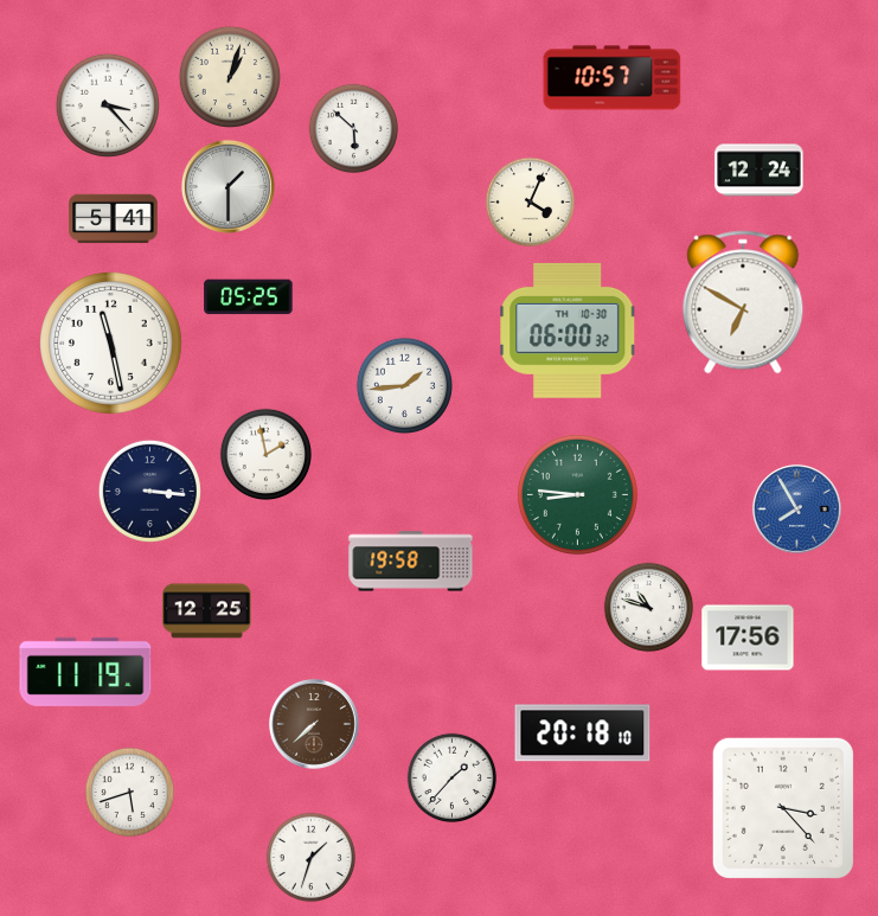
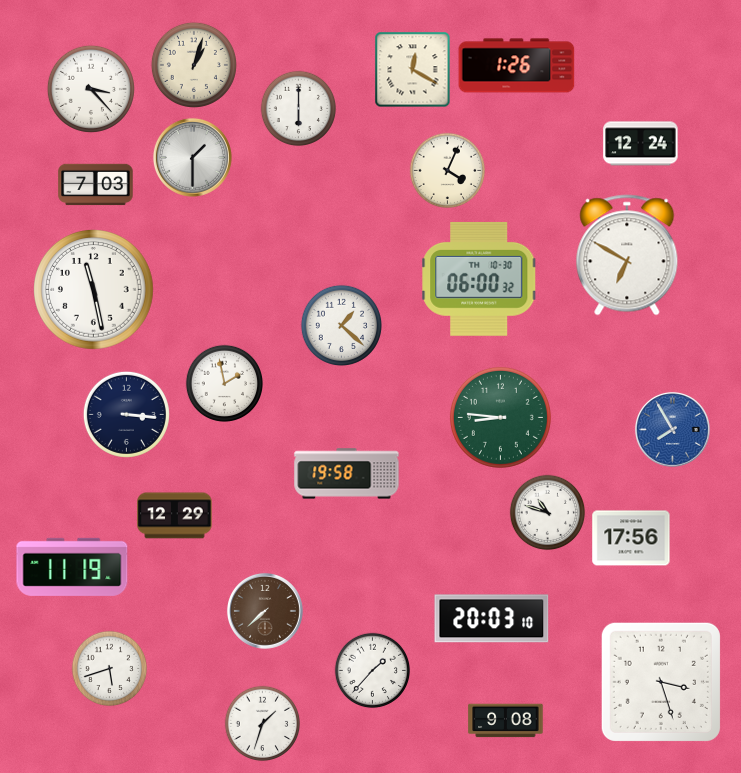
clock at (613, 78): 10:57 -> 1:26
clock at (413, 70): none -> 12:20
clock at (354, 129): 5:52 -> 6:00
clock at (114, 219): 5:41 -> 7:03
clock at (249, 297): 05:25 -> none
clock at (404, 385): 1:44 -> 1:22
clock at (577, 494) position: (577, 494) -> (500, 417)
clock at (207, 611): 12:25 -> 12:29
clock at (583, 734): 20:18 -> 20:03
clock at (453, 779) position: (453, 779) -> (373, 671)
clock at (783, 808): 3:23 -> 3:27
clock at (506, 721): none -> 9:08
